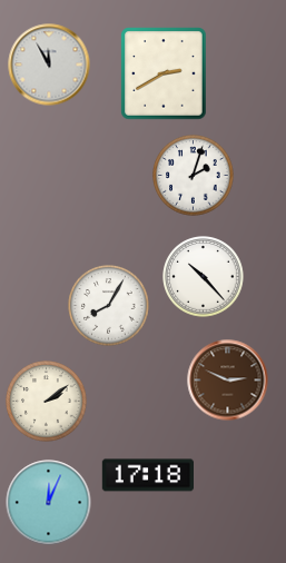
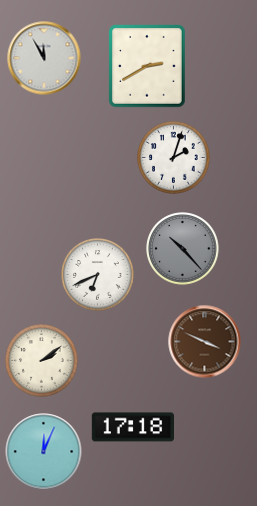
clock at (204, 277) dial: white -> grey
clock at (109, 306): 8:05 -> 6:41
clock at (228, 381): 2:49 -> 3:49
